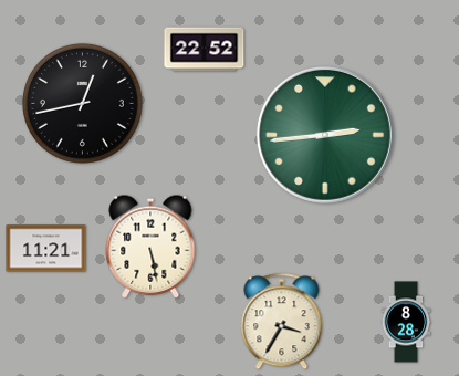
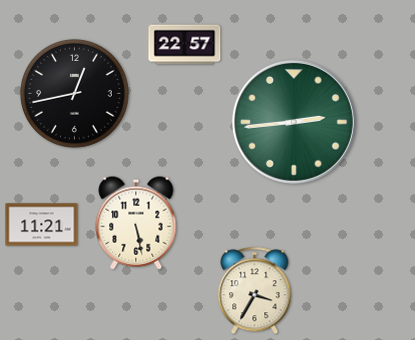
clock at (205, 50): 22:52 -> 22:57
clock at (406, 322): 8:28 -> none
